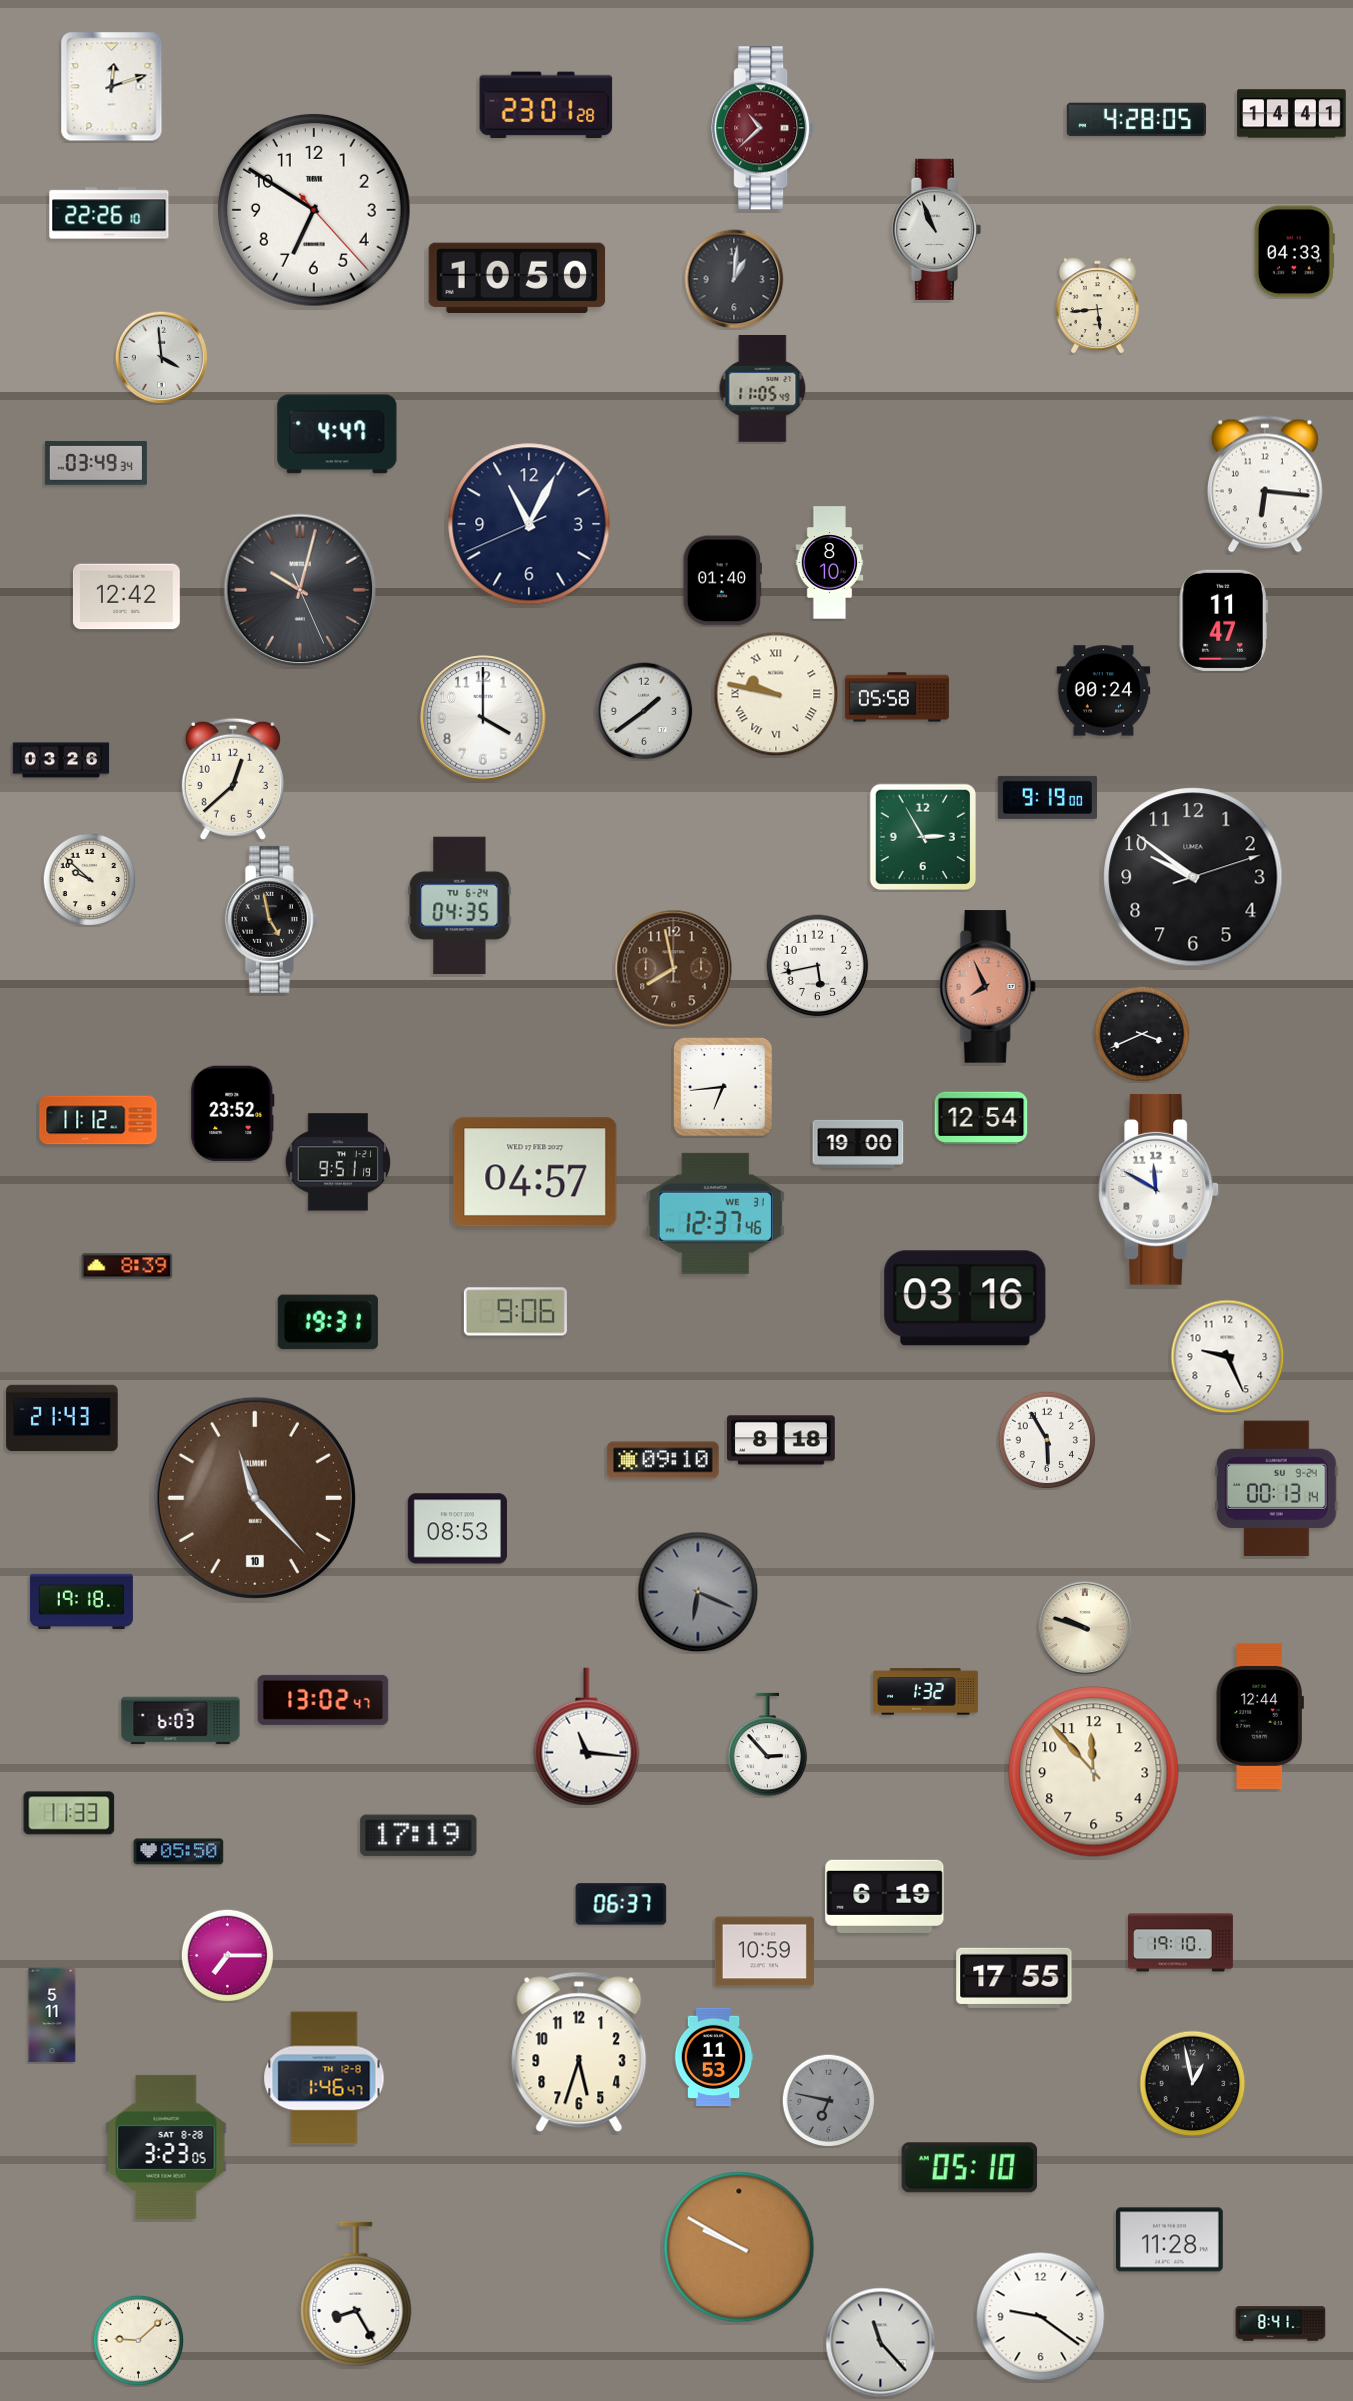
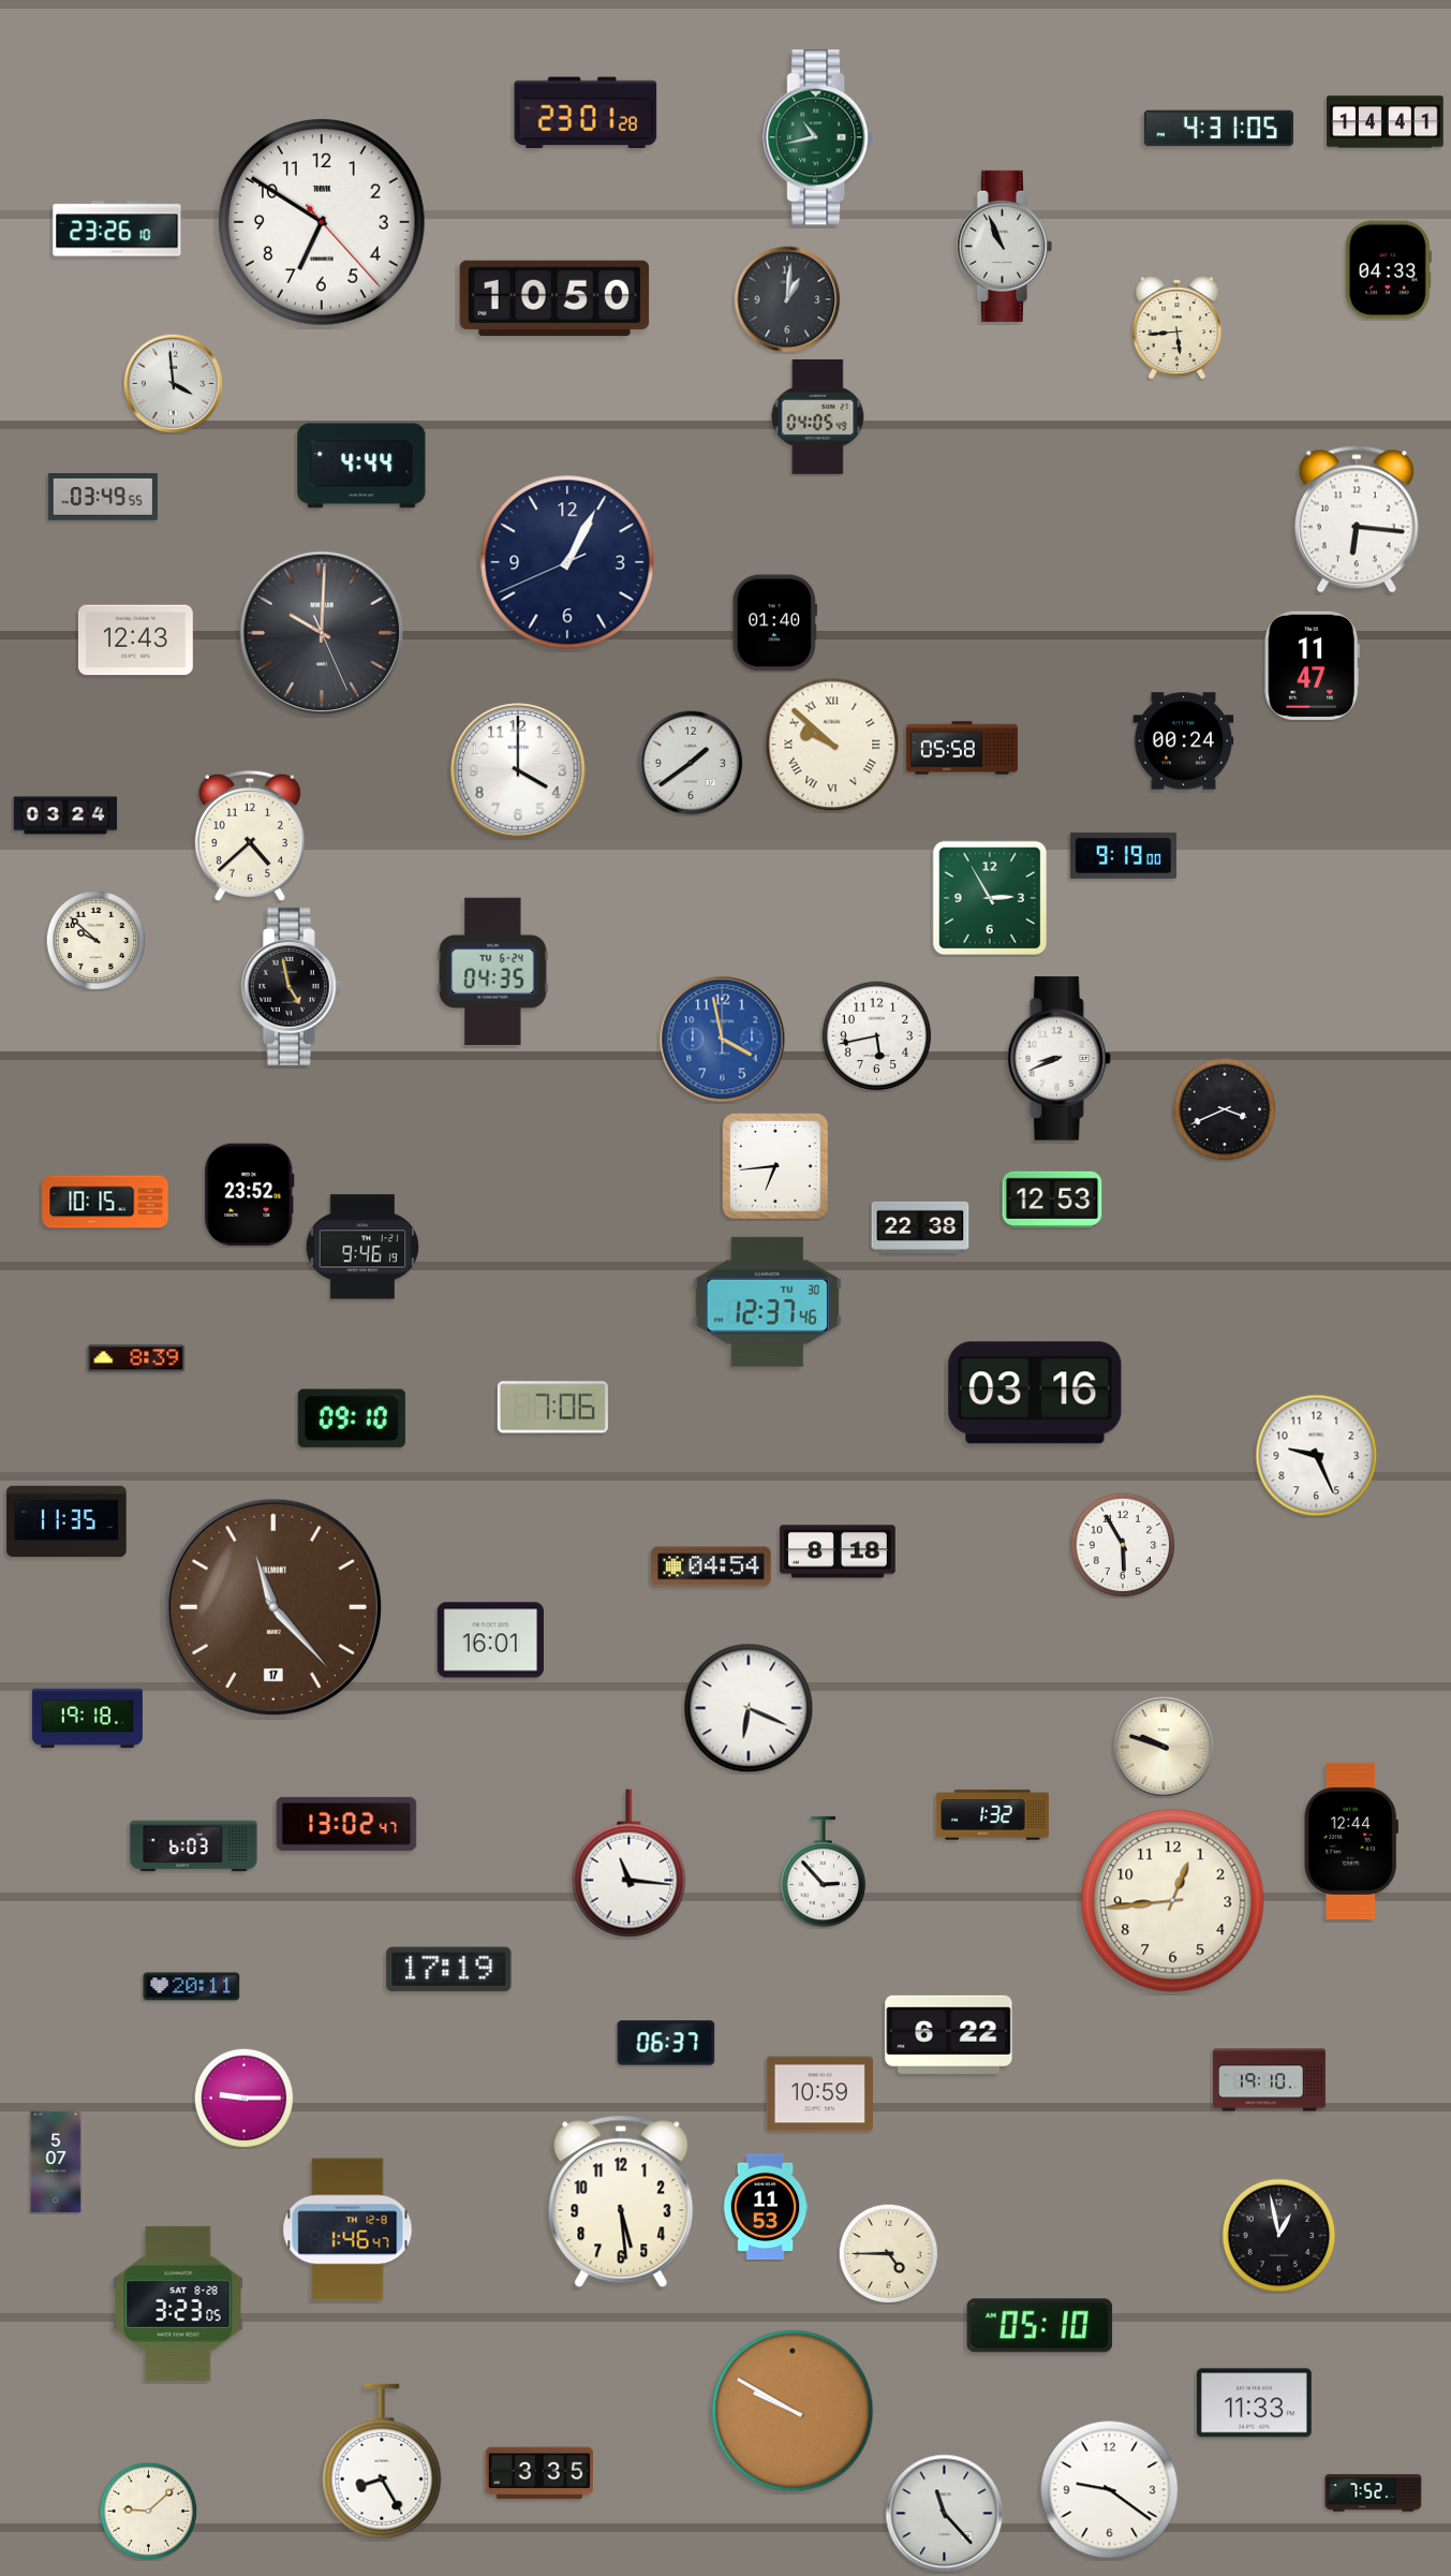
clock at (112, 87): 12:12 -> none
clock at (1137, 120): 4:28 -> 4:31
clock at (763, 128): 10:38 -> 10:43
clock at (763, 128) dial: burgundy -> green
clock at (314, 210) position: (314, 210) -> (322, 222)
clock at (109, 213): 22:26 -> 23:26
clock at (763, 388): 11:05 -> 04:05
clock at (337, 434): 4:47 -> 4:44
clock at (96, 463): 03:49:34 -> 03:49:55
clock at (529, 524): 11:04 -> 1:04
clock at (830, 563): 8:10 -> none
clock at (300, 590): 10:02 -> 10:00
clock at (126, 597): 12:42 -> 12:43
clock at (776, 694): 9:47 -> 9:52
clock at (61, 760): 03:26 -> 03:24
clock at (233, 779): 12:38 -> 4:38
clock at (1193, 877): 9:51 -> none
clock at (89, 879) position: (89, 879) -> (95, 940)
clock at (674, 969): 7:58 -> 3:58
clock at (674, 969) dial: brown -> blue
clock at (987, 987): 7:56 -> 8:41
clock at (987, 987) dial: salmon -> white
clock at (981, 1117): 12:54 -> 12:53
clock at (98, 1120): 11:12 -> 10:15
clock at (858, 1144): 19:00 -> 22:38
clock at (338, 1162): 9:51 -> 9:46
clock at (535, 1172): 04:57 -> none
clock at (1159, 1189): 11:50 -> none
clock at (715, 1213) date: WE 31 -> TU 30
clock at (515, 1312): 9:06 -> 7:06
clock at (328, 1322): 19:31 -> 09:10
clock at (62, 1417): 21:43 -> 11:35
clock at (782, 1440) position: (782, 1440) -> (839, 1551)
clock at (663, 1460): 09:10 -> 04:54
clock at (1277, 1489): 00:13 -> none
clock at (255, 1498) date: 10 -> 17
clock at (457, 1529): 08:53 -> 16:01
clock at (698, 1592) dial: grey -> white
clock at (1094, 1772): 11:53 -> 12:44
clock at (69, 1813): 11:33 -> none
clock at (179, 1852): 05:50 -> 20:11
clock at (885, 1896): 6:19 -> 6:22
clock at (1180, 1943) position: (1180, 1943) -> (1269, 2080)
clock at (227, 1955): 7:15 -> 9:15
clock at (1014, 1978): 17:55 -> none
clock at (52, 2015): 5:11 -> 5:07
clock at (579, 2052): 5:33 -> 5:29
clock at (828, 2100): 6:47 -> 4:45
clock at (828, 2100) dial: grey -> cream
clock at (1169, 2240): 11:28 -> 11:33
clock at (539, 2473): none -> 3:35
clock at (1041, 2317) position: (1041, 2317) -> (1110, 2490)
clock at (1281, 2324): 8:41 -> 7:52
